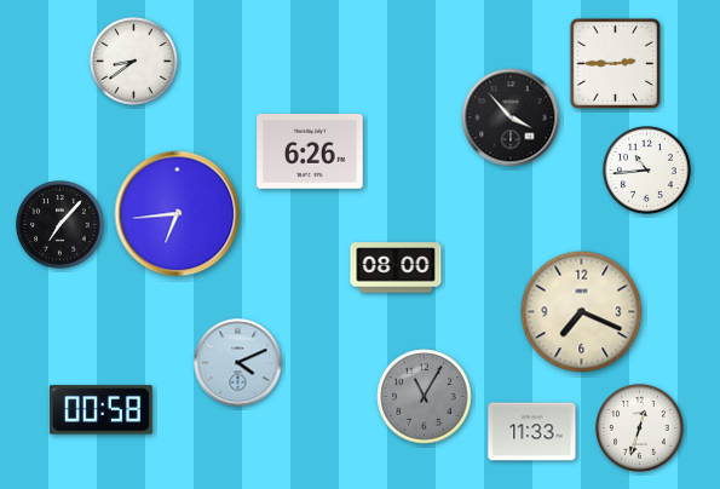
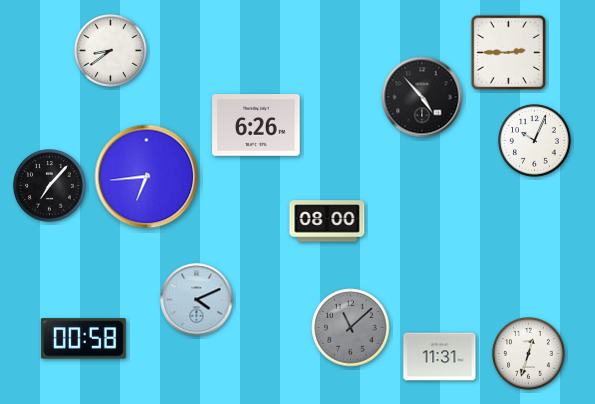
clock at (511, 117): 3:53 -> 4:53
clock at (647, 171): 10:44 -> 10:04
clock at (582, 312): 7:19 -> none
clock at (425, 397): 11:05 -> 11:08
clock at (532, 432): 11:33 -> 11:31
